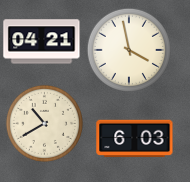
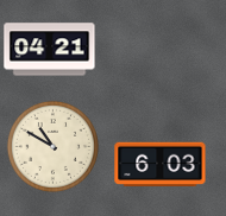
clock at (129, 50): 3:58 -> none
clock at (44, 123): 10:40 -> 10:50
